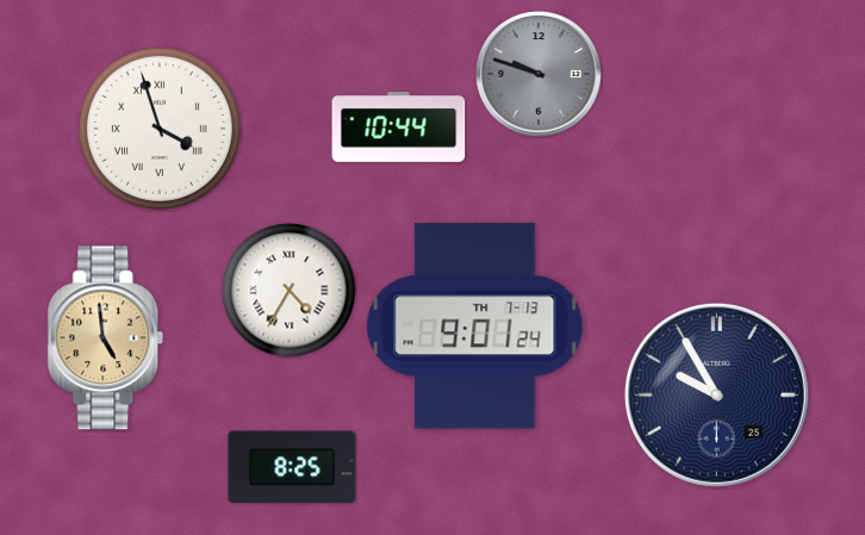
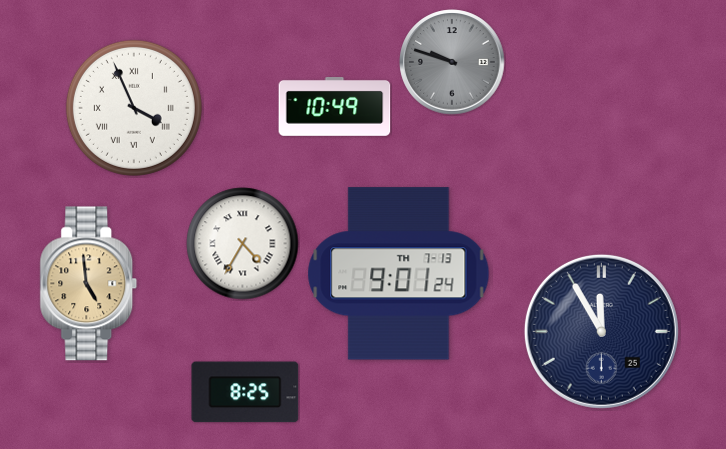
clock at (399, 127): 10:44 -> 10:49
clock at (160, 129): 3:57 -> 3:56
clock at (716, 394): 9:55 -> 11:55
